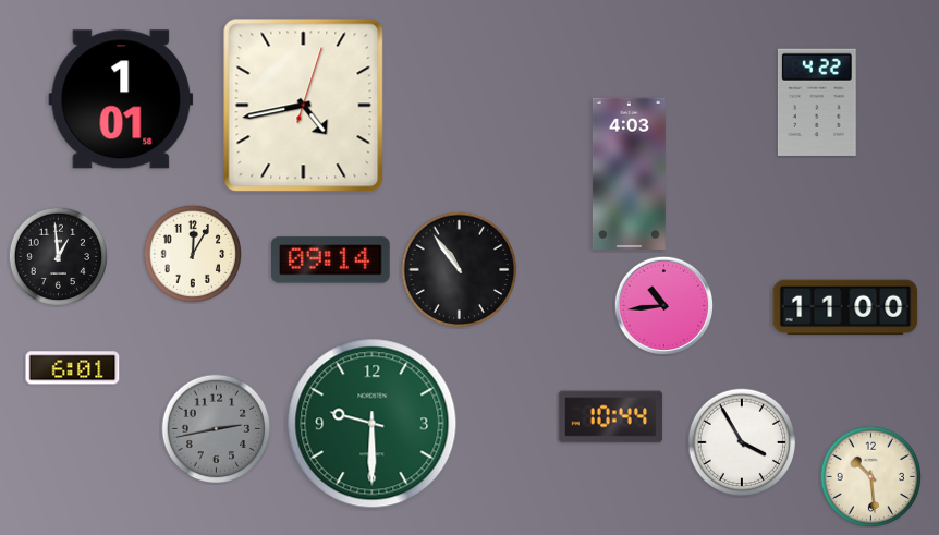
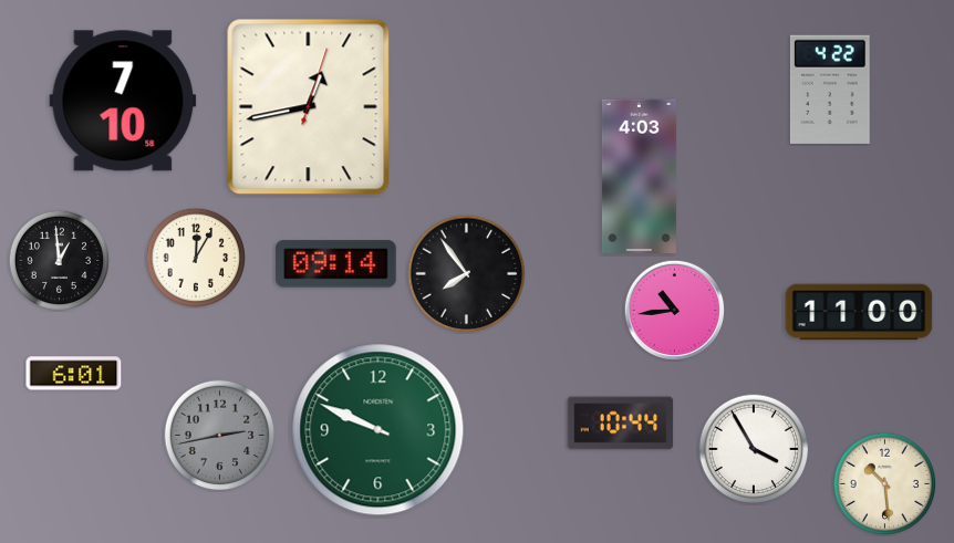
clock at (121, 99): 1:01 -> 7:10
clock at (817, 102) position: (817, 102) -> (830, 90)
clock at (304, 106): 4:43 -> 12:43
clock at (460, 270): 10:54 -> 7:54
clock at (373, 424): 9:30 -> 9:49
